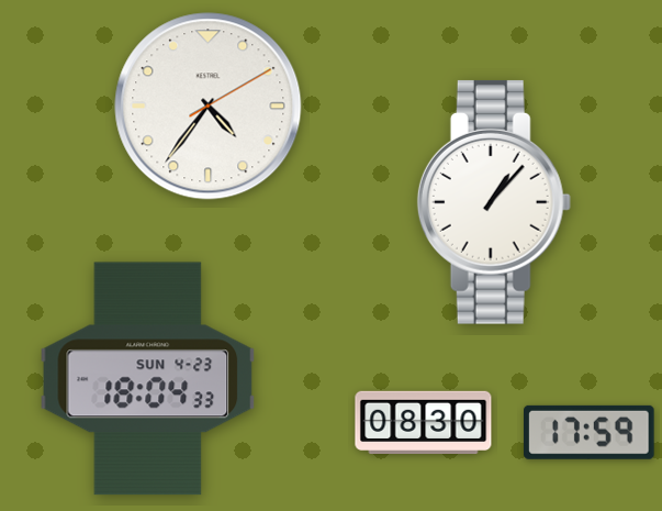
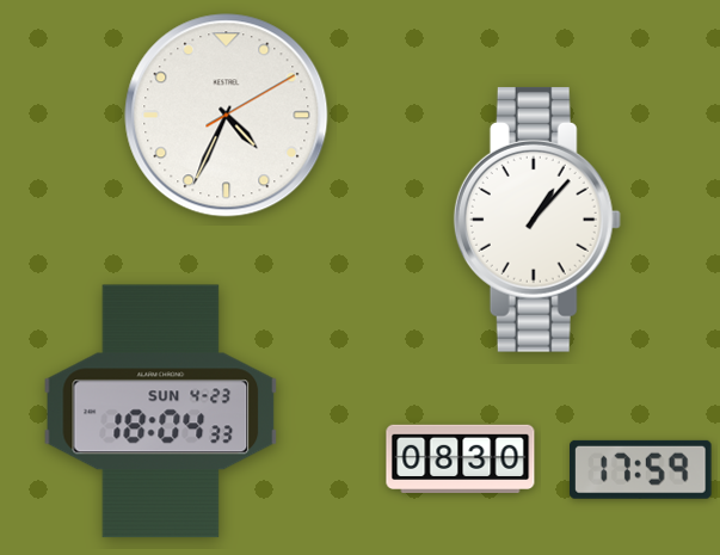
clock at (209, 107): 4:36 -> 4:34
